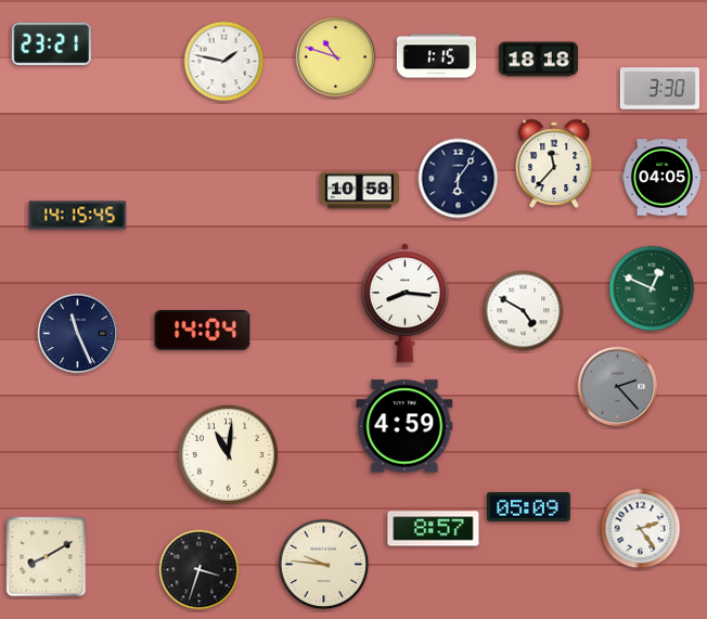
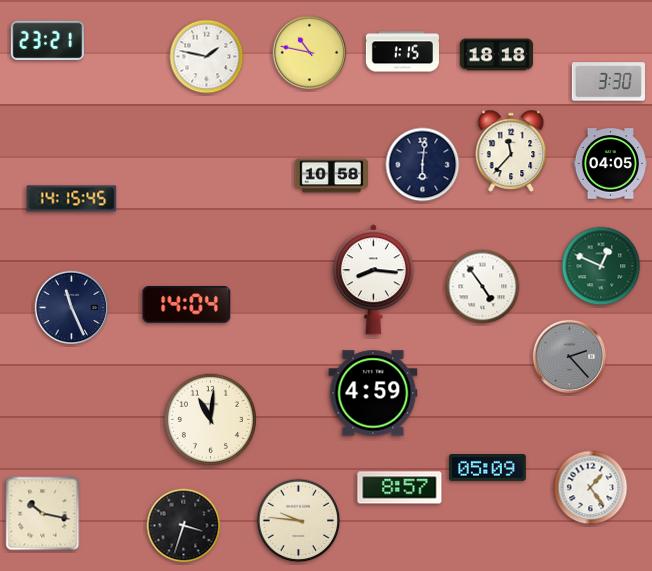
clock at (336, 57): 10:48 -> 10:47
clock at (459, 179): 6:06 -> 6:01
clock at (524, 311): 4:50 -> 4:54
clock at (641, 529): 2:24 -> 1:24
clock at (47, 557): 8:10 -> 10:17
